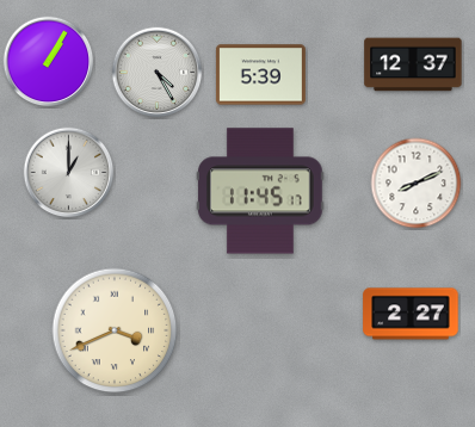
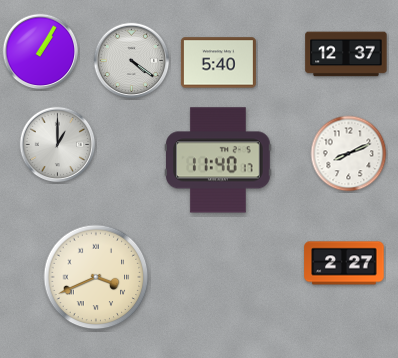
clock at (158, 73): 4:25 -> 4:21
clock at (260, 75): 5:39 -> 5:40
clock at (261, 191): 11:45 -> 11:40
